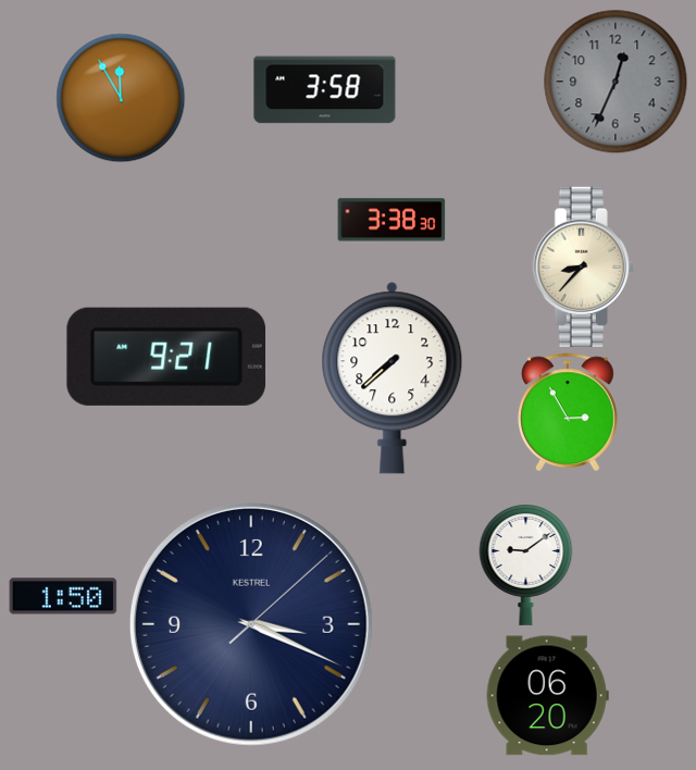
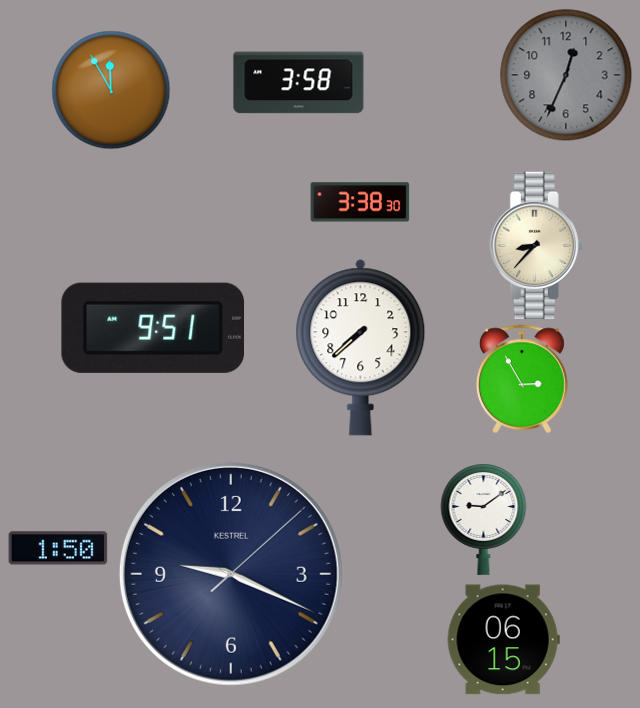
clock at (166, 357): 9:21 -> 9:51
clock at (251, 624): 3:19 -> 9:19
clock at (547, 696): 06:20 -> 06:15
